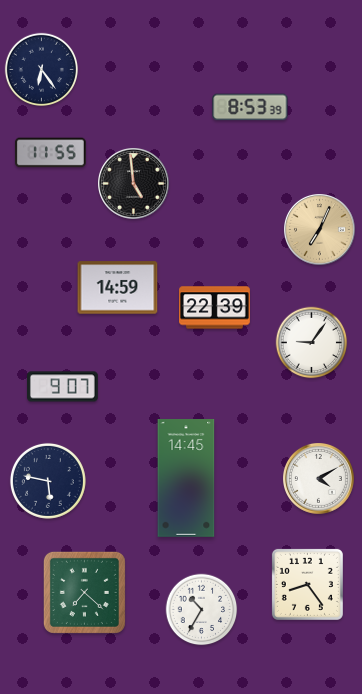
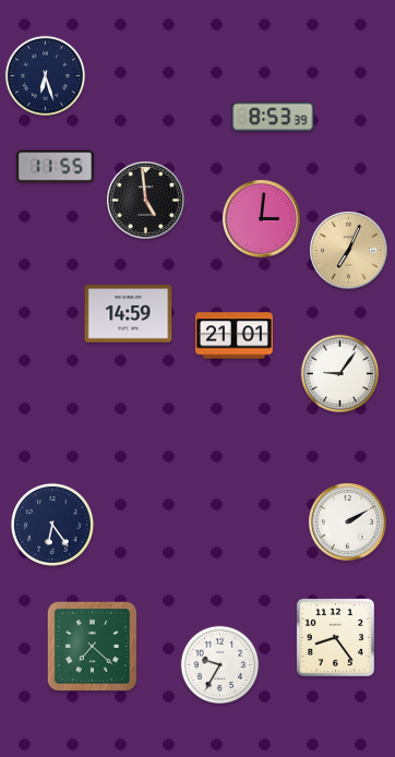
clock at (41, 69): 6:24 -> 6:27
clock at (262, 219): none -> 3:01
clock at (215, 308): 22:39 -> 21:01
clock at (63, 387): 9:07 -> none
clock at (186, 479): 14:45 -> none
clock at (319, 479): 4:10 -> 2:10
clock at (48, 481): 5:47 -> 6:24
clock at (202, 610): 10:35 -> 9:35
